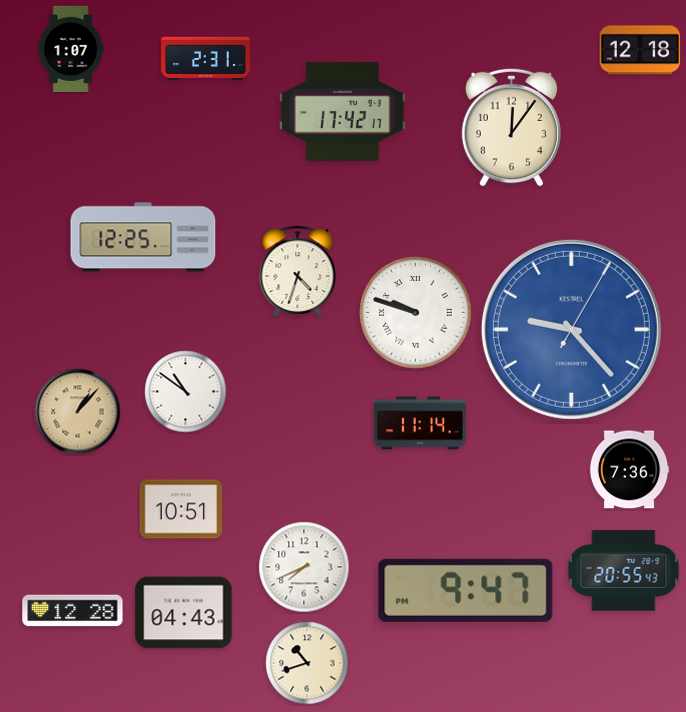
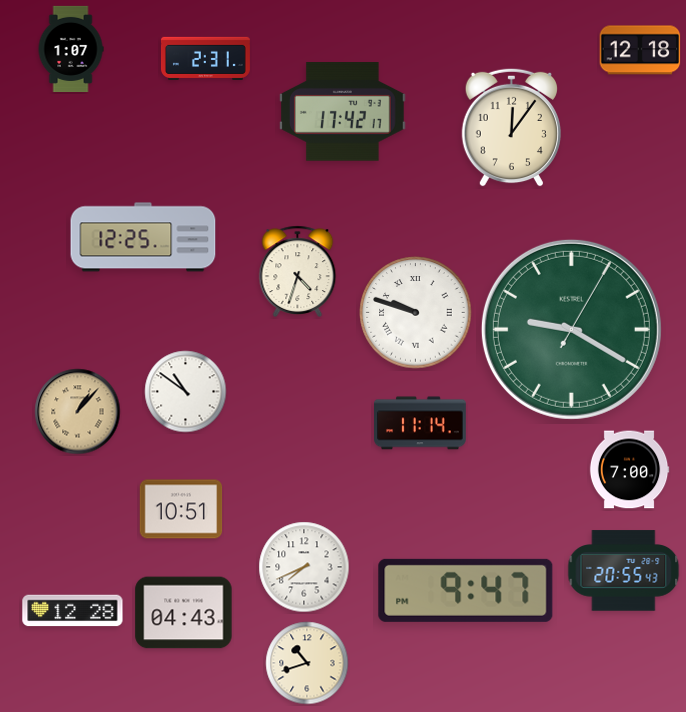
clock at (571, 329): 9:23 -> 9:20
clock at (571, 329) dial: blue -> green
clock at (629, 470): 7:36 -> 7:00
